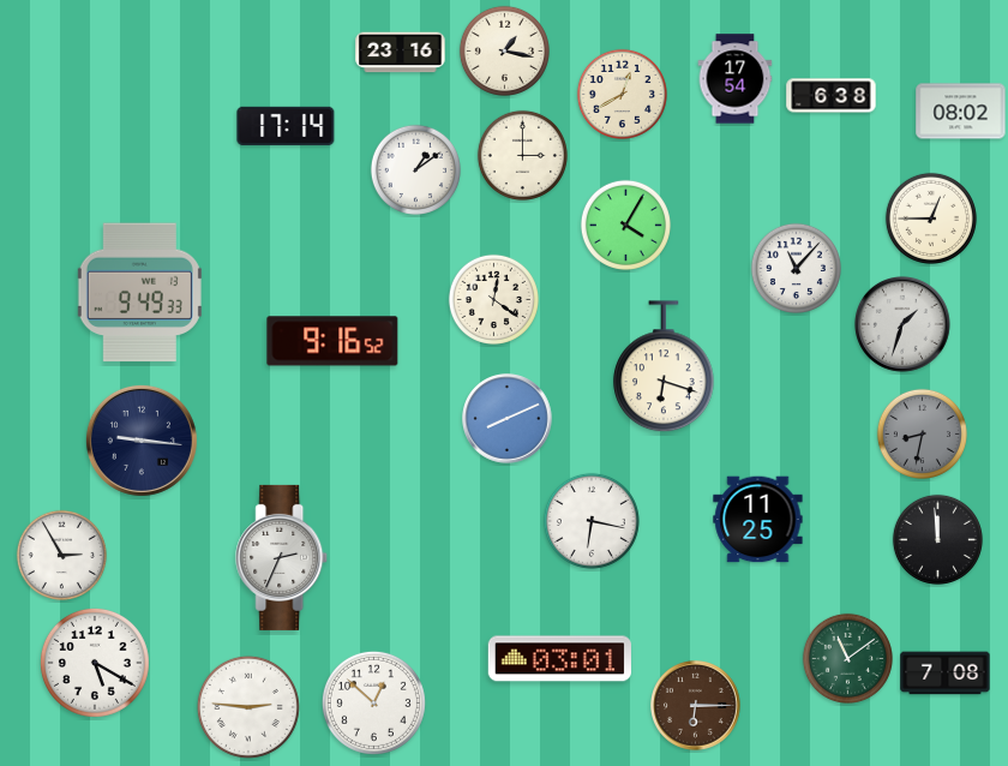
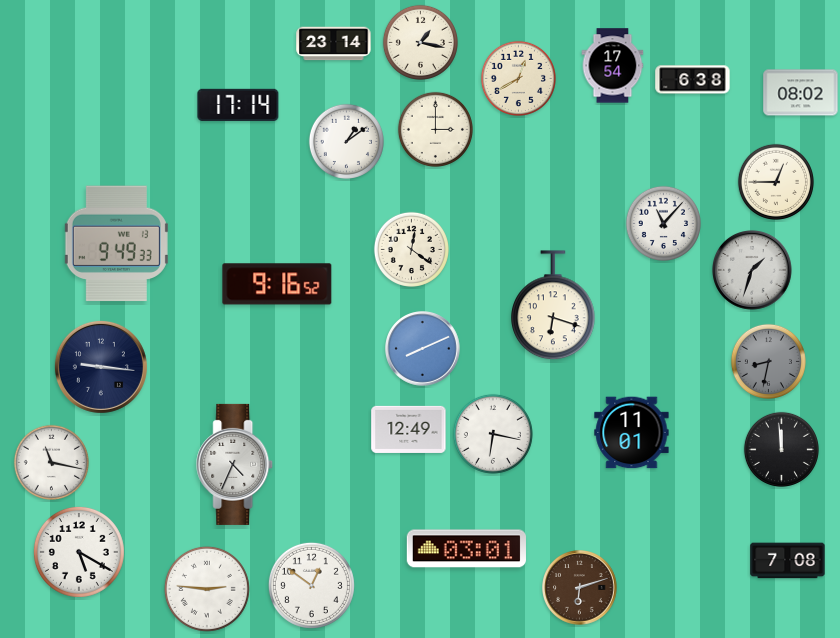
clock at (401, 53): 23:16 -> 23:14
clock at (625, 225): 4:05 -> none
clock at (142, 441) position: (142, 441) -> (101, 367)
clock at (409, 429): none -> 12:49
clock at (758, 520): 11:25 -> 11:01
clock at (61, 555): 2:55 -> 11:17
clock at (282, 557): 2:34 -> 4:34
clock at (847, 658): 11:09 -> none
clock at (373, 702): 12:52 -> 12:51
clock at (696, 706): 6:15 -> 6:12
